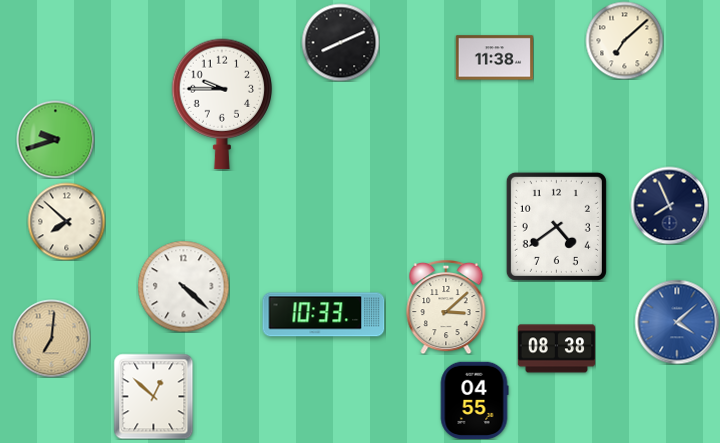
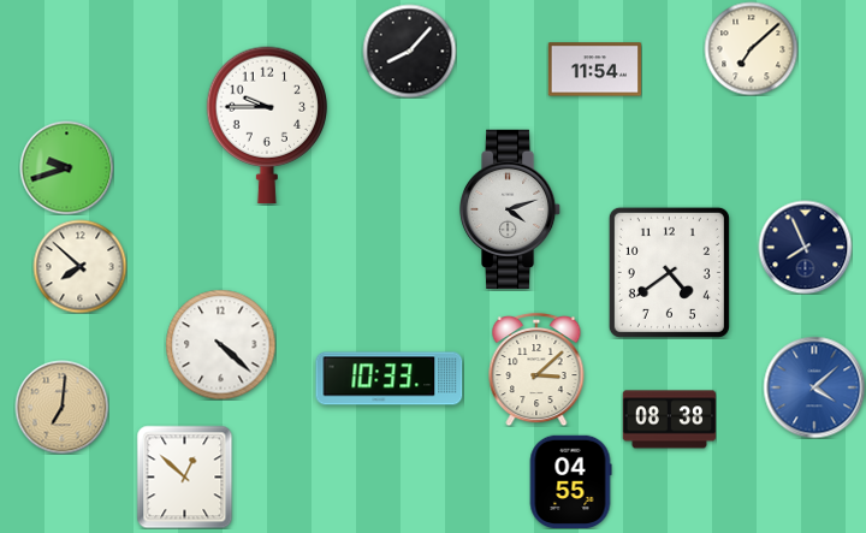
clock at (340, 42): 8:11 -> 8:07
clock at (494, 58): 11:38 -> 11:54
clock at (510, 208): none -> 4:12
